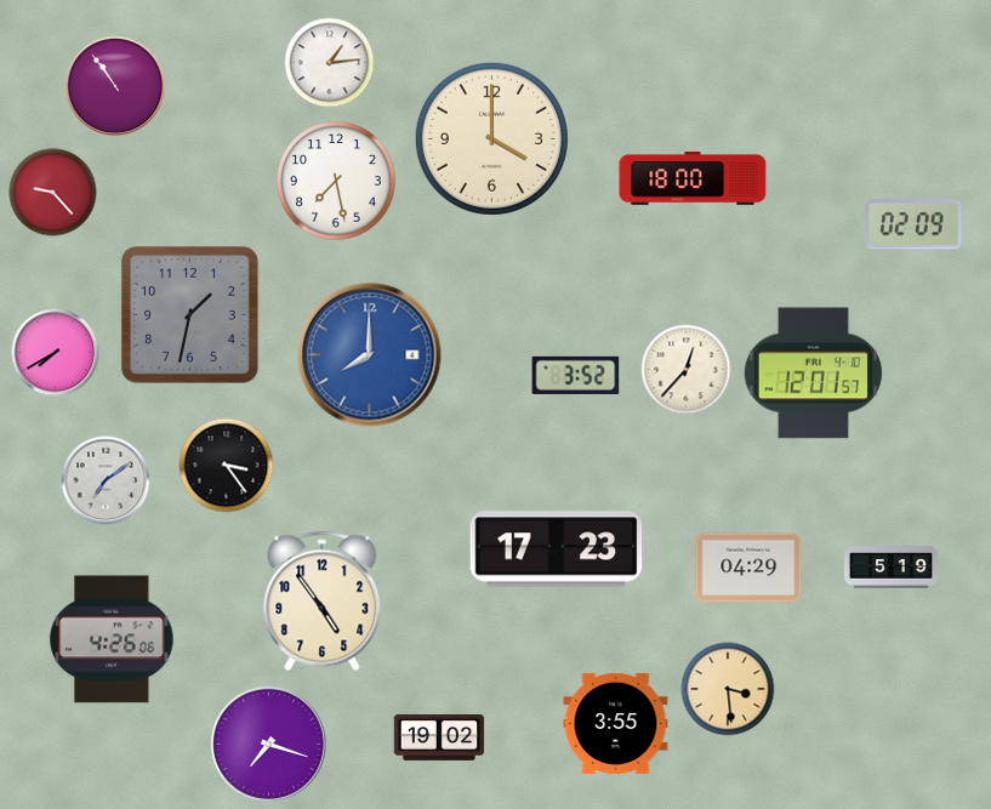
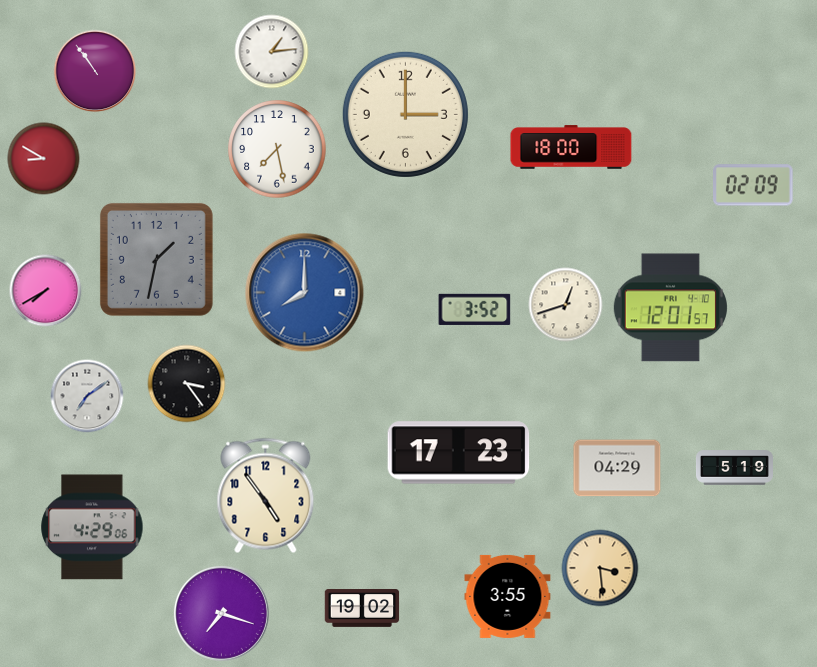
clock at (491, 138): 4:00 -> 3:00
clock at (53, 193): 9:23 -> 8:50
clock at (687, 370): 12:37 -> 12:42
clock at (112, 639): 4:26 -> 4:29
